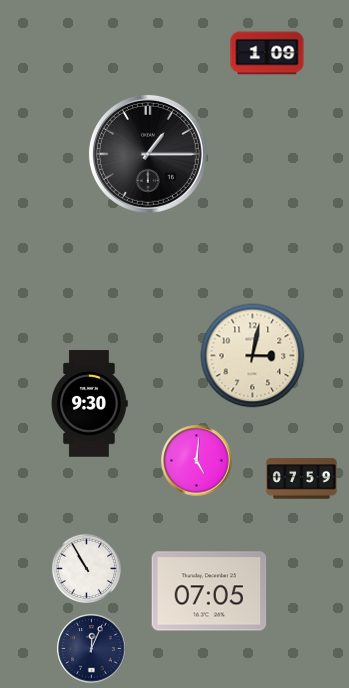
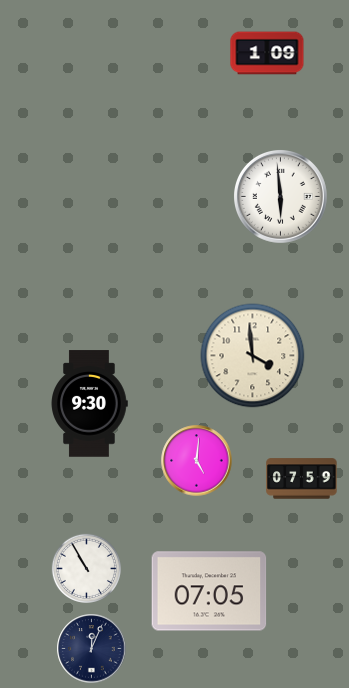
clock at (148, 154): 1:15 -> none
clock at (281, 197): none -> 5:59
clock at (253, 356): 3:02 -> 3:59
